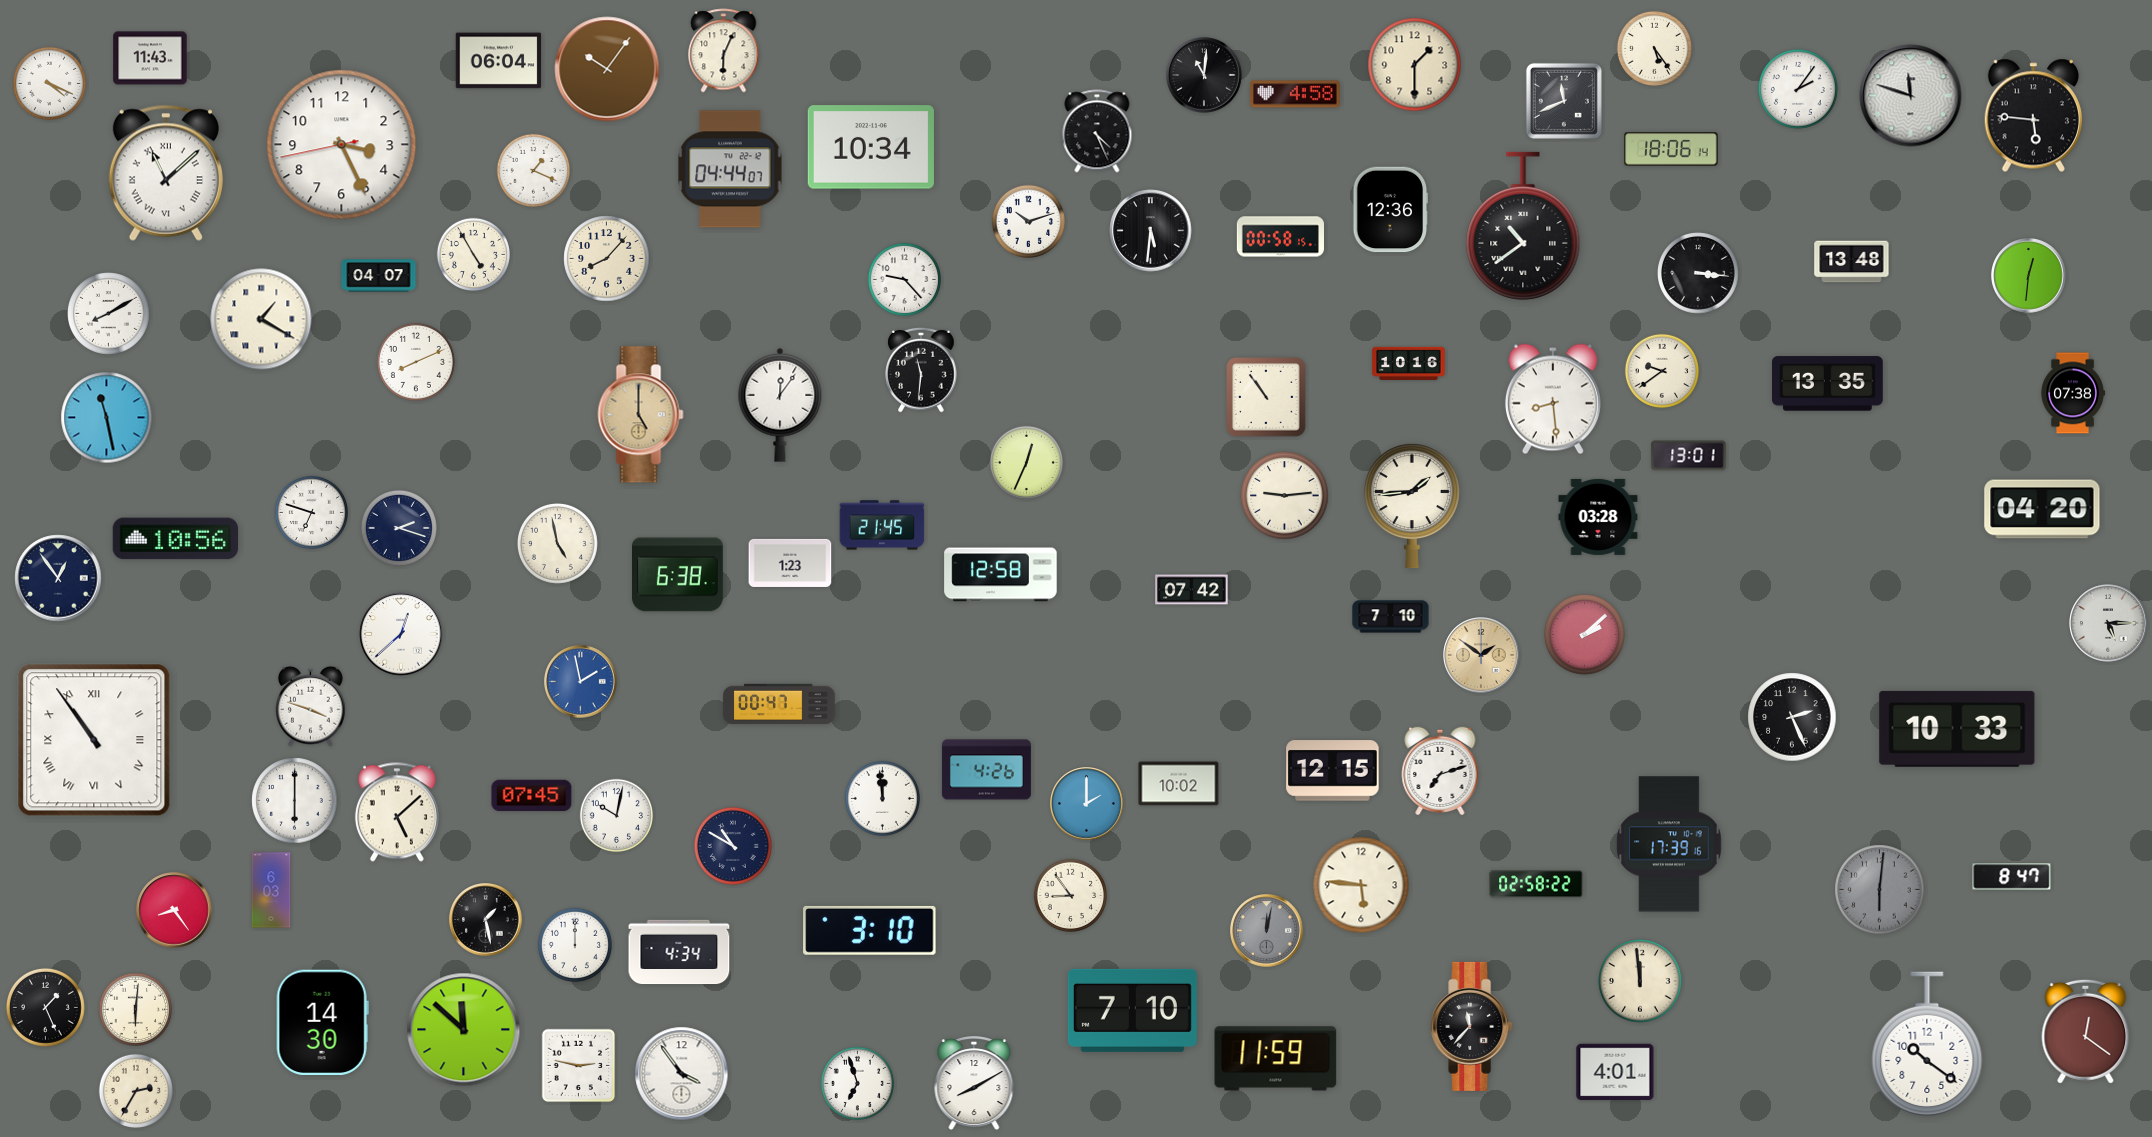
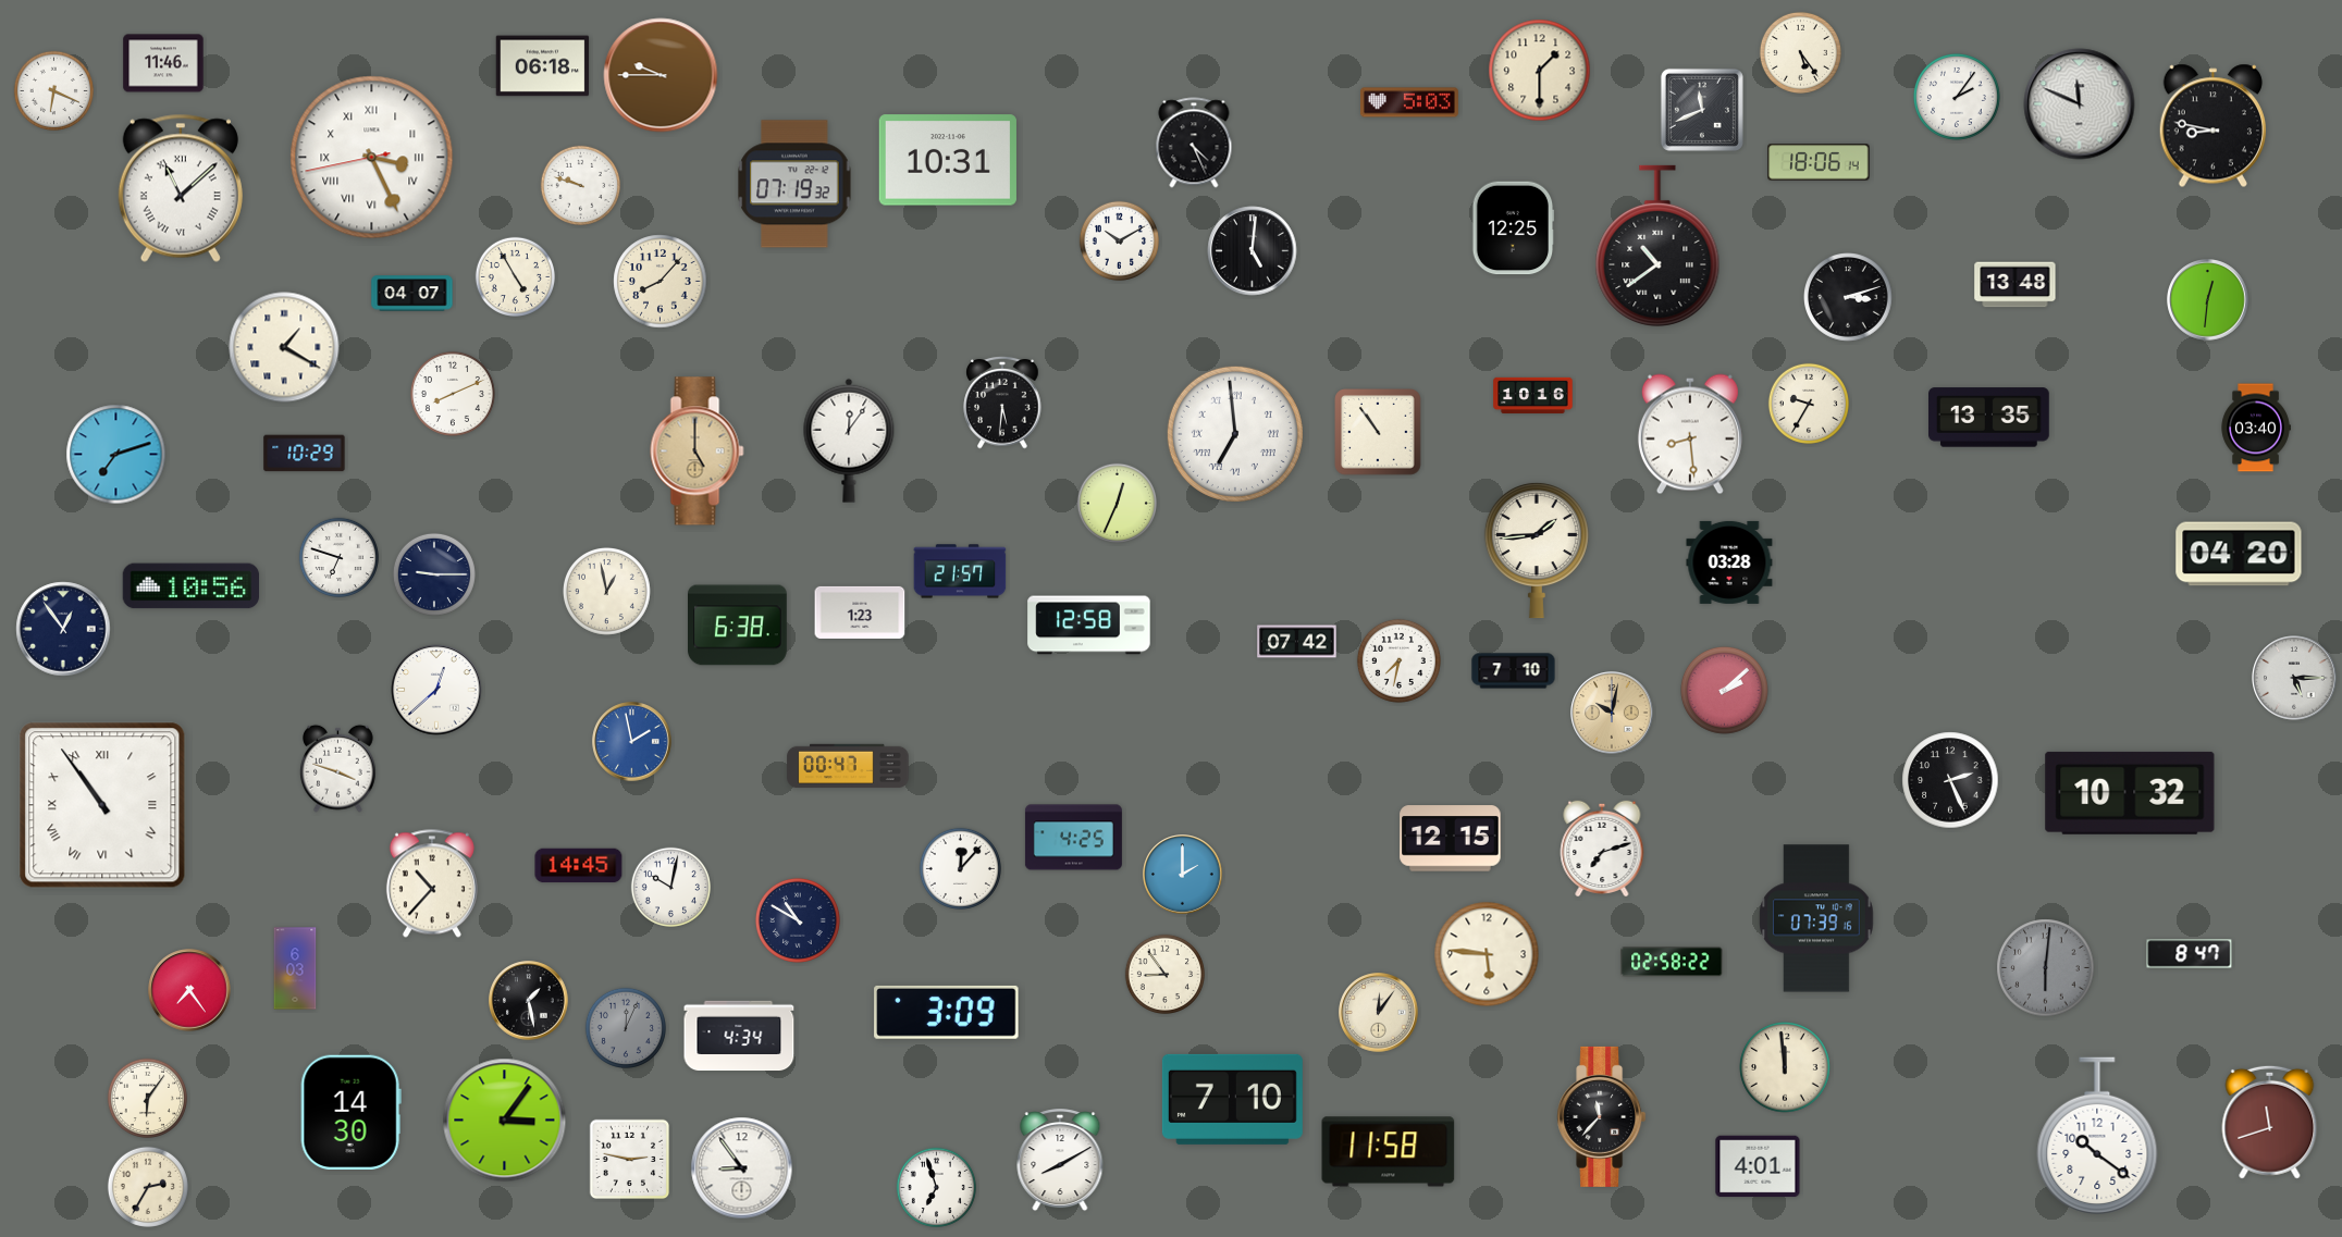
clock at (724, 51): 6:04 -> none
clock at (150, 58): 11:43 -> 11:46
clock at (499, 61): 06:04 -> 06:18
clock at (607, 69): 10:06 -> 9:45
clock at (1204, 75): 11:01 -> none
clock at (49, 83): 4:19 -> 6:19
clock at (1295, 94): 4:58 -> 5:03
clock at (1911, 96): 11:48 -> 11:49
clock at (2033, 116): 5:46 -> 8:47
clock at (342, 145) numerals: Arabic -> Roman
clock at (871, 147): 10:34 -> 10:31
clock at (730, 169): 04:44 -> 07:19
clock at (533, 170): 1:19 -> 9:48
clock at (1391, 210): 12:36 -> 12:25
clock at (1028, 221): 10:12 -> 10:10
clock at (1151, 231): 5:31 -> 5:01
clock at (1280, 237): 00:58 -> none
clock at (1699, 274): 3:16 -> 3:12
clock at (379, 276) position: (379, 276) -> (412, 294)
clock at (904, 279): 9:23 -> none
clock at (109, 314): 8:10 -> none
clock at (921, 370): 11:31 -> 5:31
clock at (1662, 371): 9:39 -> 9:35
clock at (2073, 393): 07:38 -> 03:40
clock at (1235, 434): none -> 6:59
clock at (305, 454): none -> 10:29
clock at (107, 418): 11:28 -> 7:12
clock at (1689, 456): 13:01 -> none
clock at (1285, 496): 9:14 -> none
clock at (2042, 509) position: (2042, 509) -> (2239, 554)
clock at (1598, 517) position: (1598, 517) -> (1729, 562)
clock at (882, 525): 21:45 -> 21:57
clock at (399, 528): 2:18 -> 9:15
clock at (558, 544): 4:58 -> 12:58
clock at (1398, 660): none -> 7:32
clock at (1481, 655): 1:51 -> 10:02
clock at (1957, 729): 10:33 -> 10:32
clock at (986, 770): 4:26 -> 4:25
clock at (1440, 771) position: (1440, 771) -> (1602, 849)
clock at (1179, 784): 10:02 -> none
clock at (532, 796): 07:45 -> 14:45
clock at (882, 798): 11:59 -> 12:07
clock at (295, 801): 6:00 -> none
clock at (397, 812): 5:08 -> 10:37
clock at (1669, 844): 17:39 -> 07:39
clock at (1361, 885) position: (1361, 885) -> (1487, 954)
clock at (174, 910): 8:24 -> 7:24
clock at (870, 930): 3:10 -> 3:09
clock at (1267, 931): 12:02 -> 12:06
clock at (1267, 931) dial: grey -> cream
clock at (575, 945): 12:00 -> 12:04
clock at (575, 945) dial: white -> grey
clock at (45, 1007): 1:26 -> none
clock at (135, 1009): 6:01 -> 6:06
clock at (464, 1030): 11:52 -> 3:06
clock at (2086, 1031): 12:21 -> 11:42
clock at (1276, 1059): 11:59 -> 11:58
clock at (682, 1074): 3:54 -> 8:54
clock at (857, 1083) position: (857, 1083) -> (936, 1187)
clock at (974, 1084) position: (974, 1084) -> (1060, 1161)
